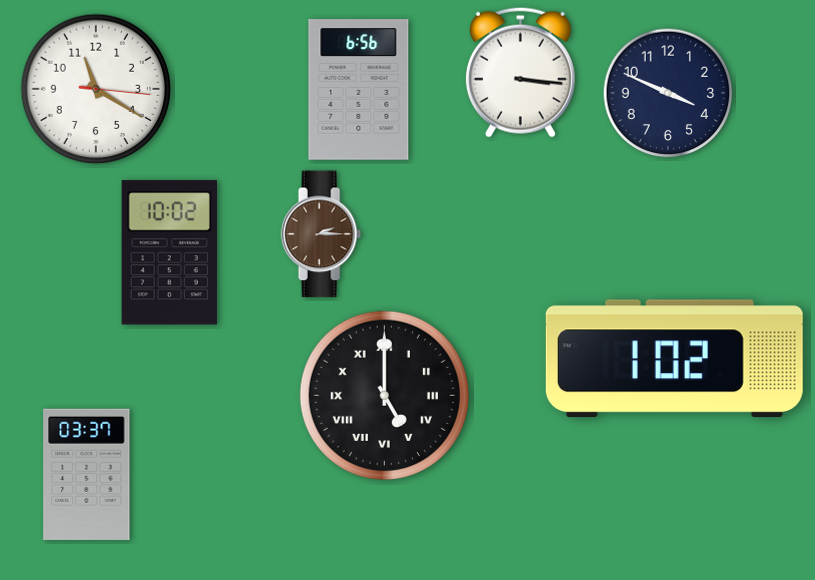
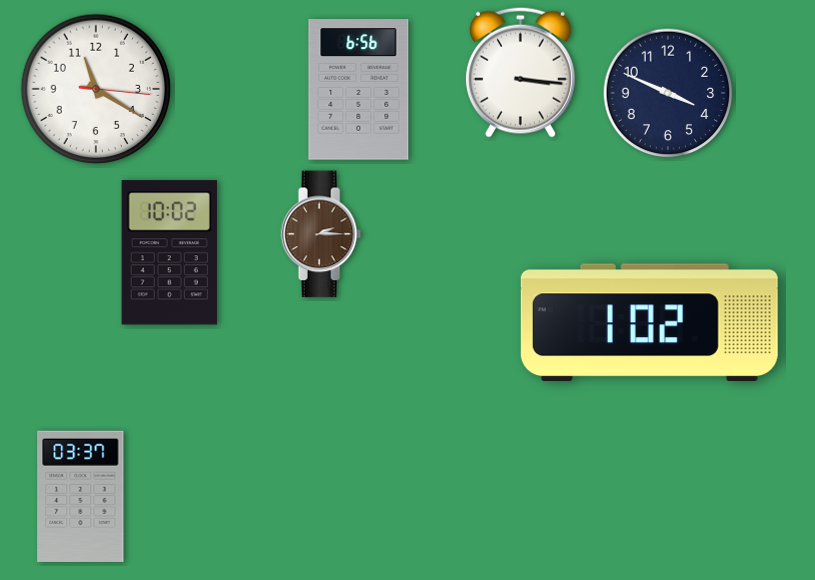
clock at (674, 358) position: (674, 358) -> (649, 322)
clock at (384, 395): 5:00 -> none
clock at (87, 474) position: (87, 474) -> (81, 496)
